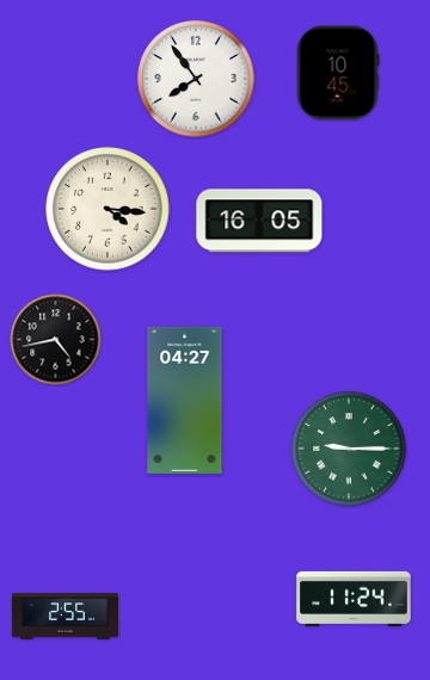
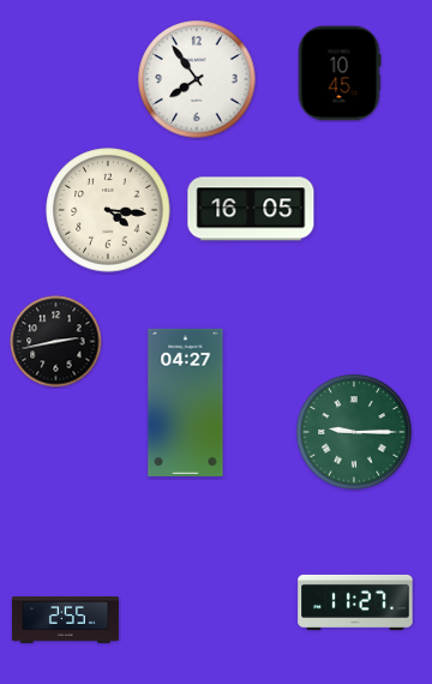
clock at (259, 221) position: (259, 221) -> (251, 209)
clock at (56, 340): 4:43 -> 2:43
clock at (349, 449) position: (349, 449) -> (354, 432)
clock at (354, 599): 11:24 -> 11:27
